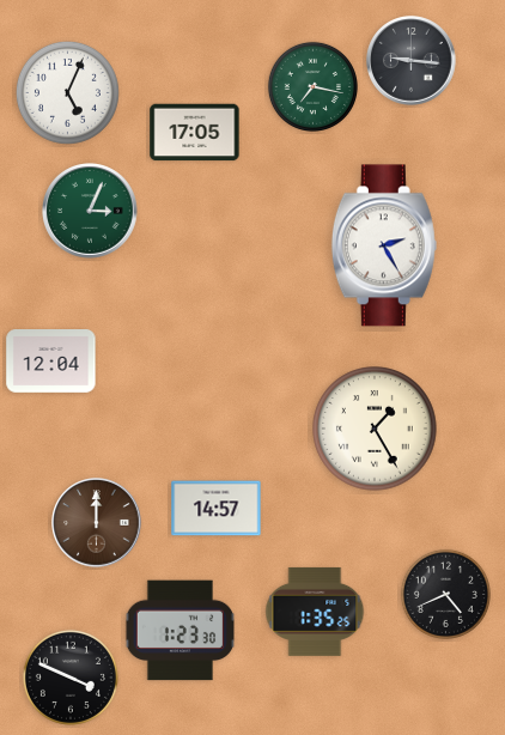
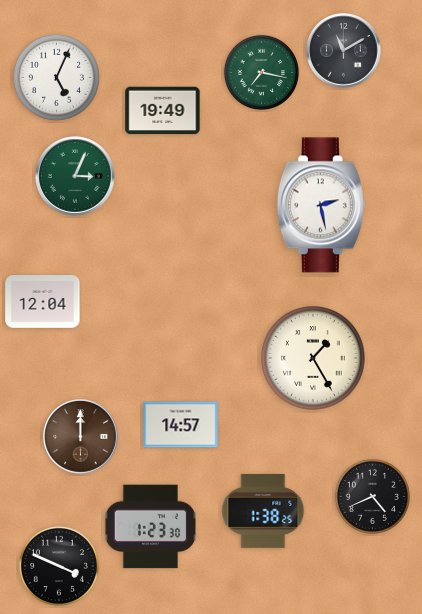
clock at (412, 61): 9:16 -> 11:10
clock at (195, 133): 17:05 -> 19:49
clock at (384, 245): 2:25 -> 2:28
clock at (315, 612): 1:35 -> 1:38
